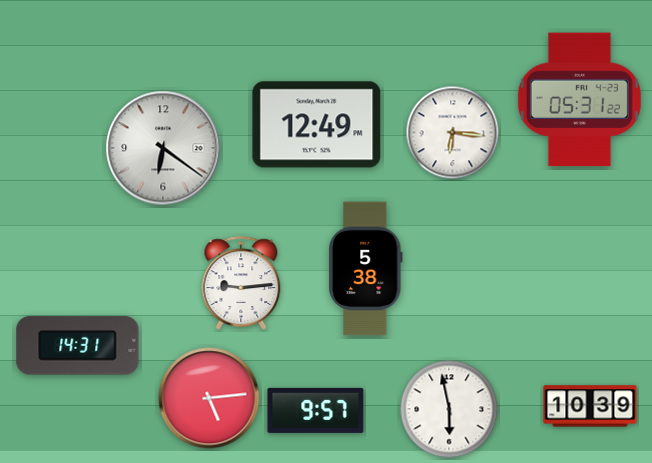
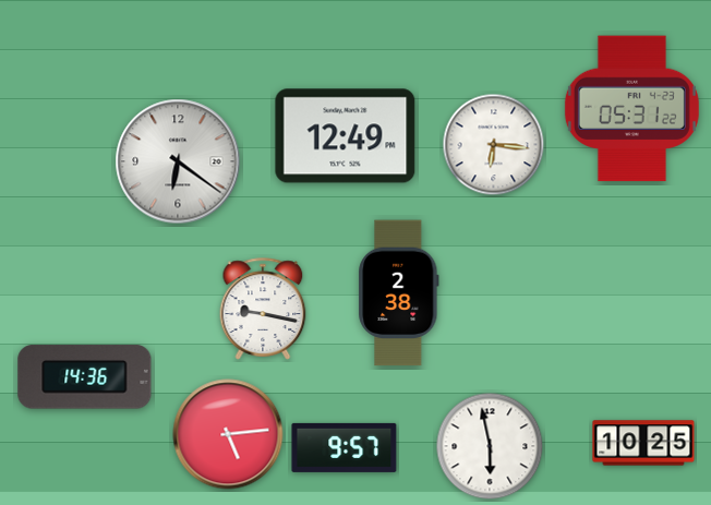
clock at (366, 269): 5:38 -> 2:38
clock at (241, 283): 9:14 -> 9:17
clock at (78, 346): 14:31 -> 14:36
clock at (590, 406): 10:39 -> 10:25
